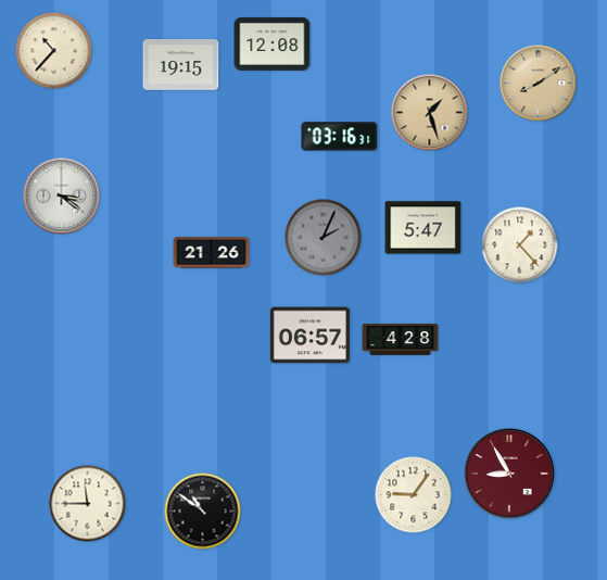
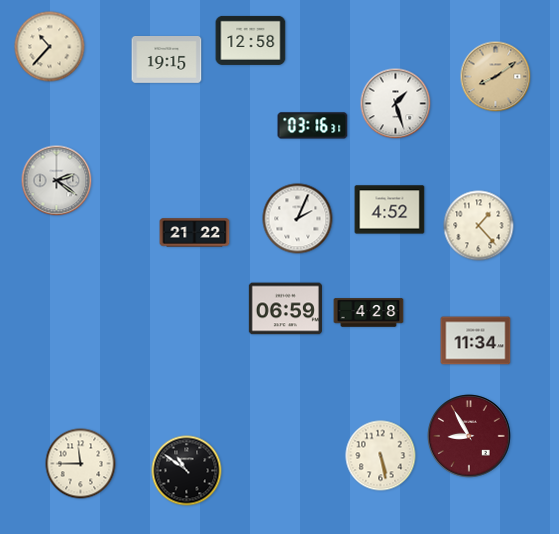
clock at (273, 43): 12:08 -> 12:58
clock at (430, 113) dial: champagne -> white
clock at (62, 197): 3:21 -> 2:21
clock at (423, 228): 5:47 -> 4:52
clock at (324, 238) dial: grey -> white
clock at (212, 253): 21:26 -> 21:22
clock at (309, 336): 06:57 -> 06:59
clock at (476, 341): none -> 11:34
clock at (414, 495): 9:06 -> 5:28
